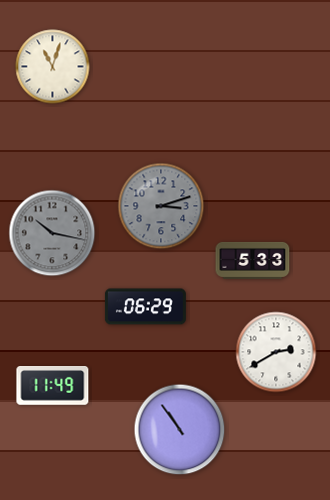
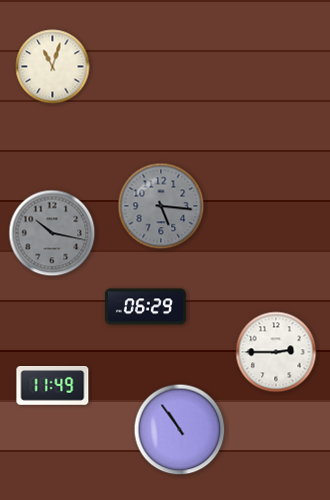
clock at (161, 206): 3:12 -> 5:16
clock at (253, 260): 5:33 -> none
clock at (276, 352): 2:40 -> 2:45
